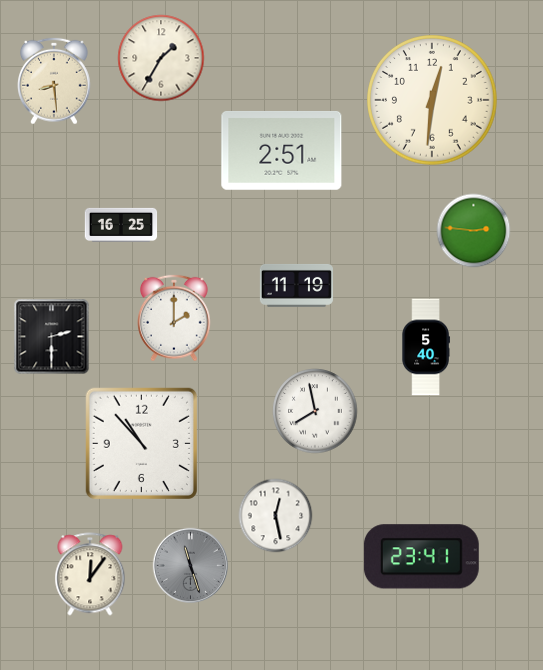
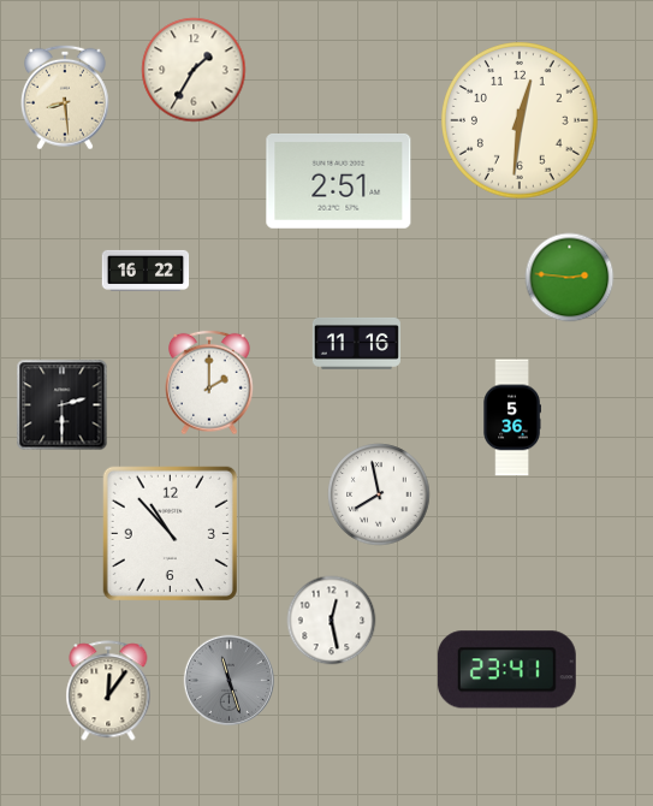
clock at (121, 225): 16:25 -> 16:22
clock at (296, 285): 11:19 -> 11:16
clock at (426, 347): 5:40 -> 5:36
